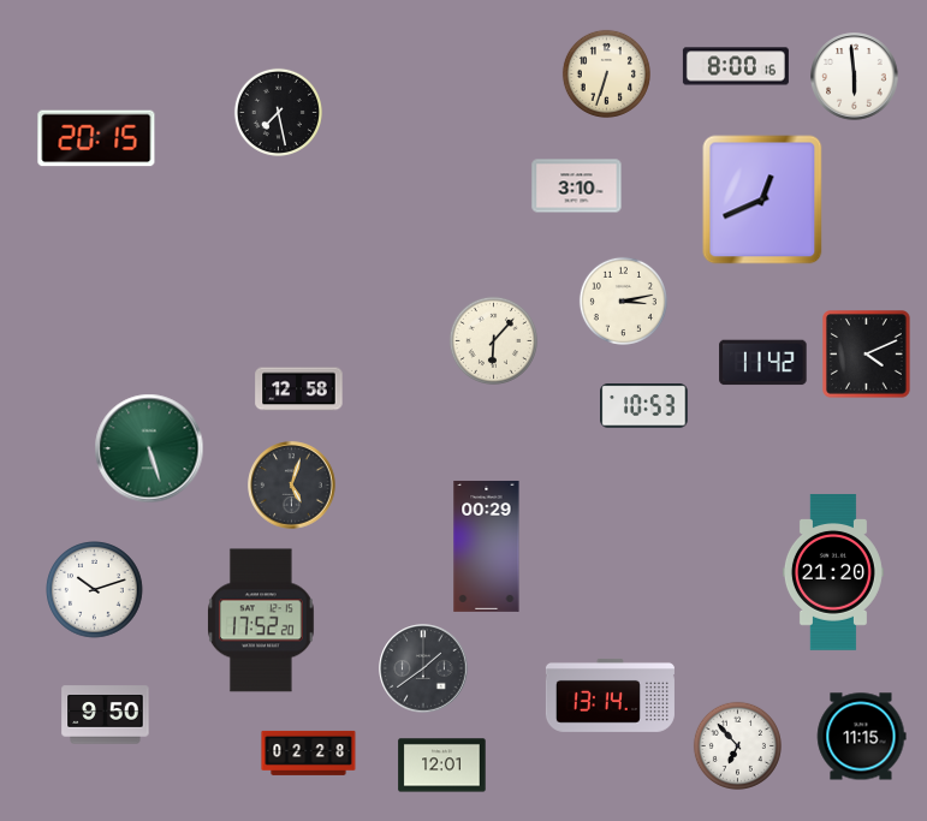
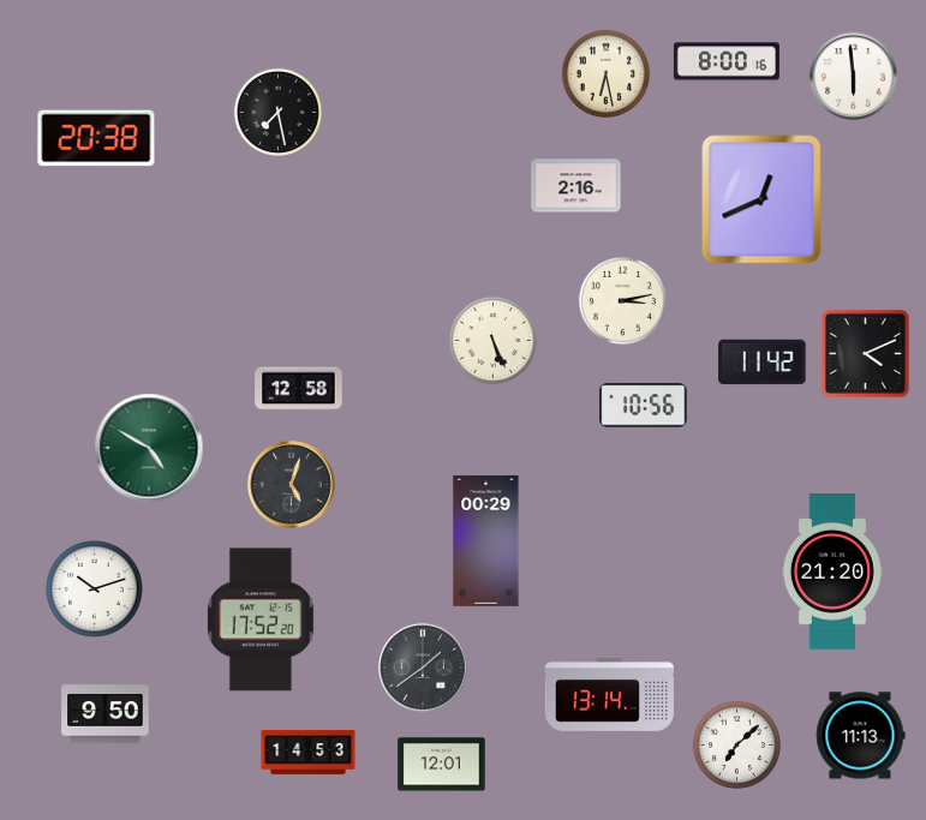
clock at (736, 66) position: (736, 66) -> (727, 61)
clock at (606, 73): 6:33 -> 6:28
clock at (96, 138): 20:15 -> 20:38
clock at (577, 186): 3:10 -> 2:16
clock at (493, 340): 6:07 -> 5:26
clock at (644, 406): 10:53 -> 10:56
clock at (149, 448): 5:27 -> 4:50
clock at (487, 546) position: (487, 546) -> (486, 540)
clock at (861, 737): 11:15 -> 11:13
clock at (737, 745): 6:53 -> 7:08
clock at (309, 752): 02:28 -> 14:53
